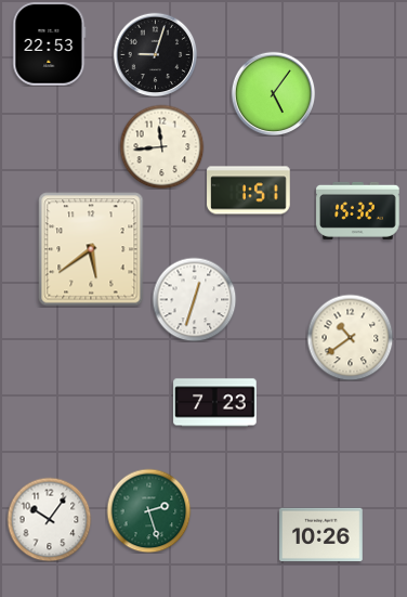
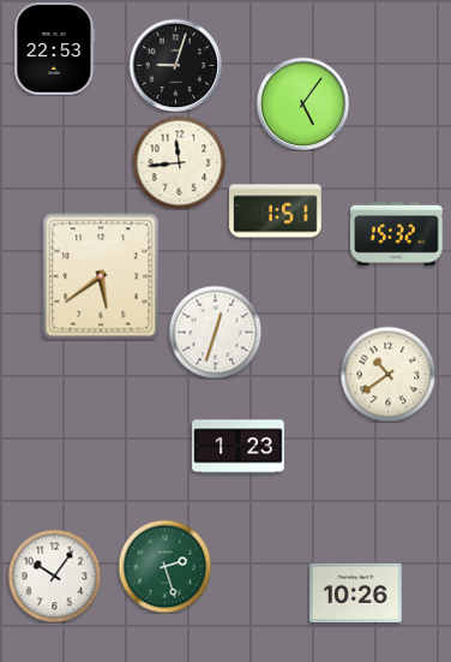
clock at (155, 54) position: (155, 54) -> (175, 65)
clock at (215, 403): 7:23 -> 1:23
